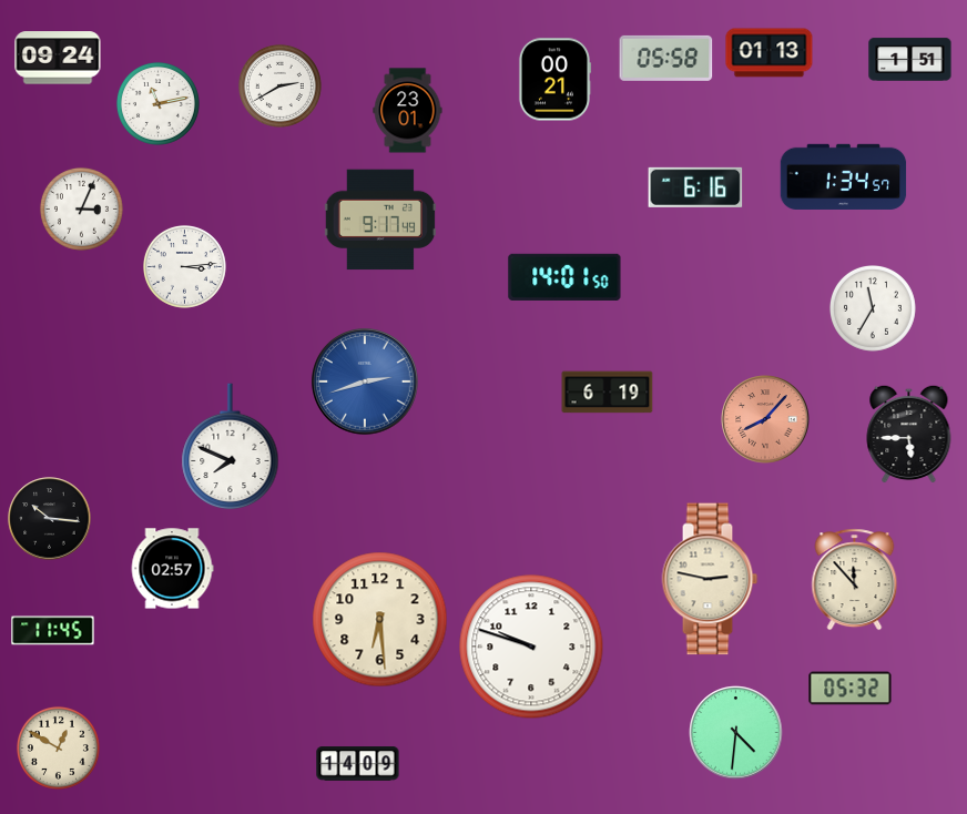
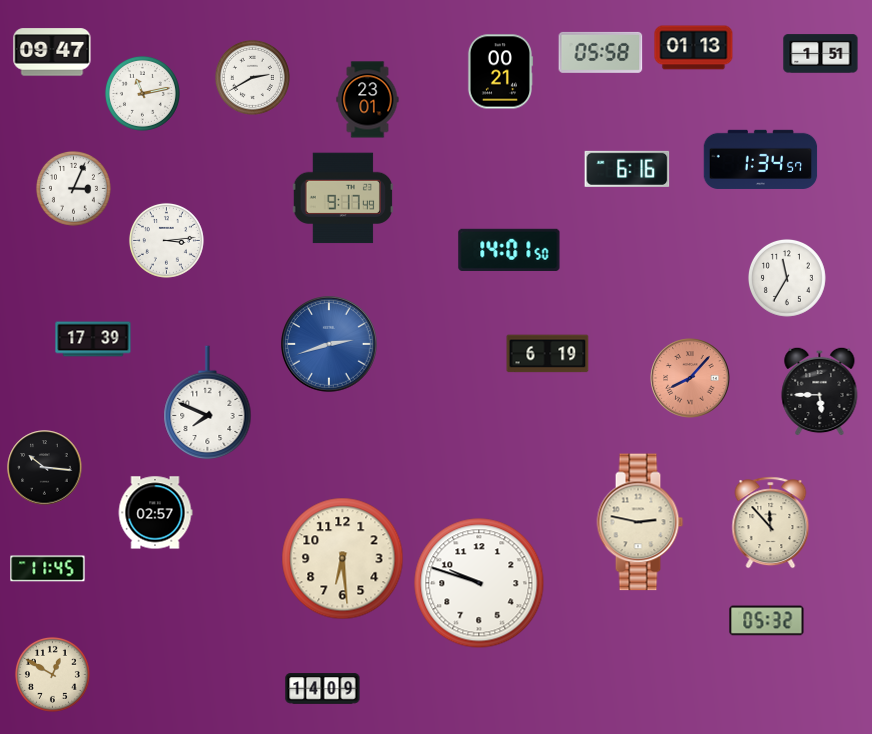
clock at (58, 58): 09:24 -> 09:47
clock at (93, 339): none -> 17:39
clock at (736, 733): 4:31 -> none
